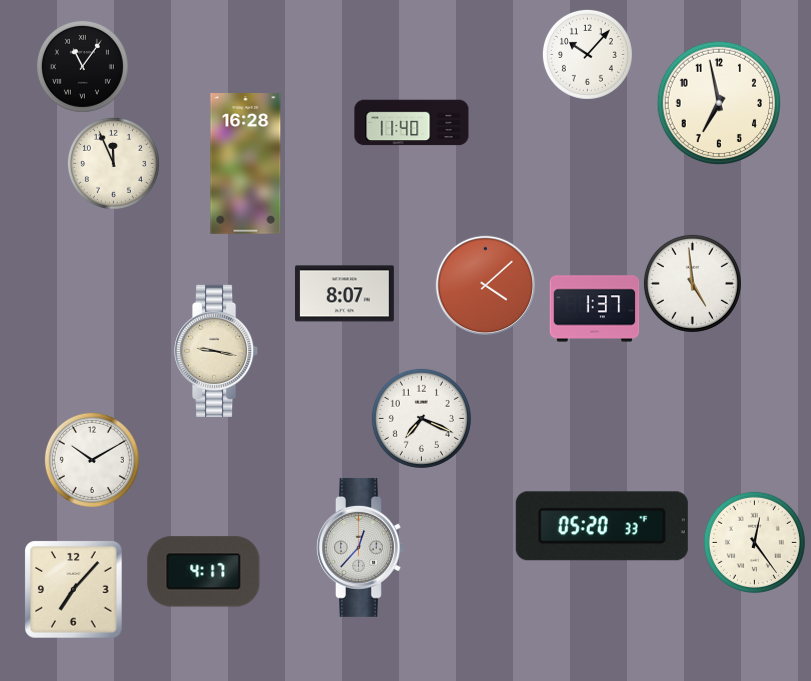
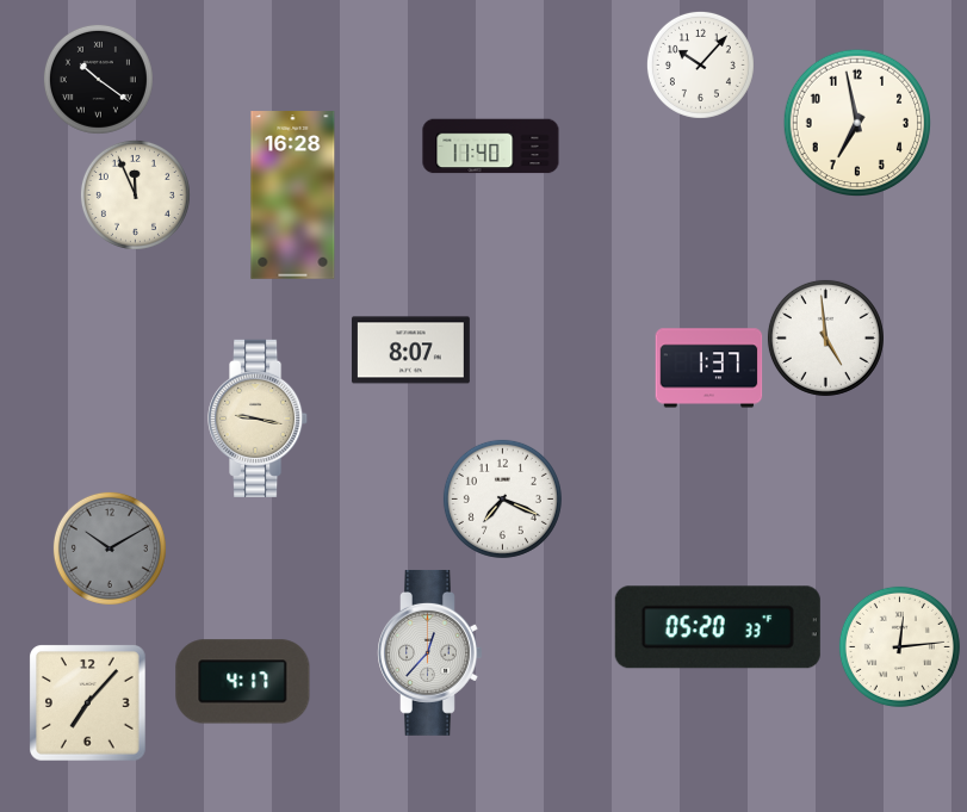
clock at (82, 66): 11:06 -> 10:21
clock at (486, 286): 4:08 -> none
clock at (92, 460) dial: white -> grey
clock at (754, 542): 12:24 -> 12:14
